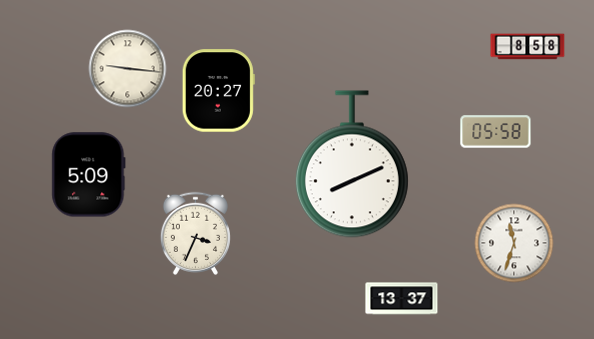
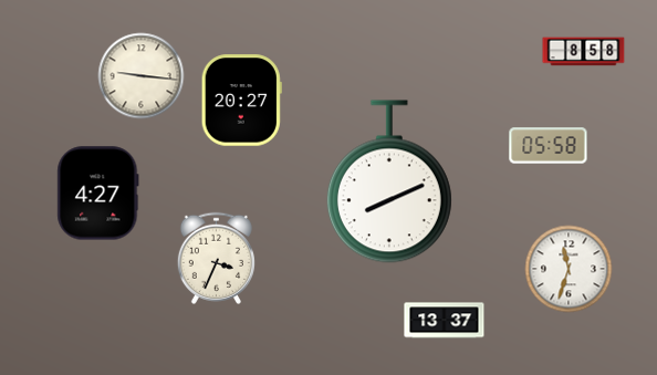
clock at (89, 175): 5:09 -> 4:27
clock at (402, 299) position: (402, 299) -> (445, 321)
